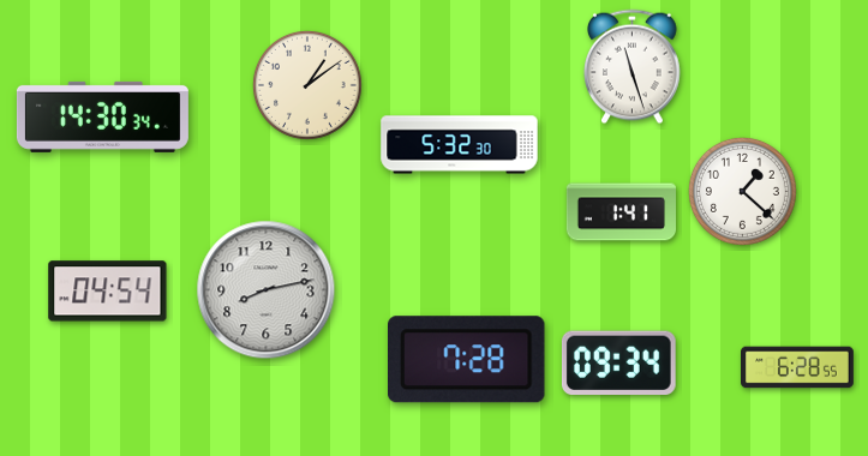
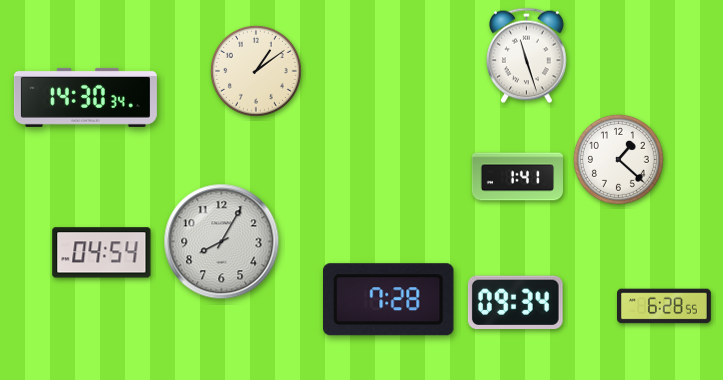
clock at (460, 145): 5:32 -> none
clock at (267, 290): 8:13 -> 8:05
clock at (108, 292) position: (108, 292) -> (102, 253)
